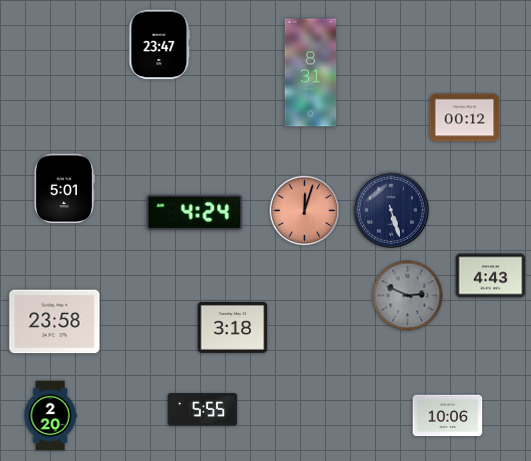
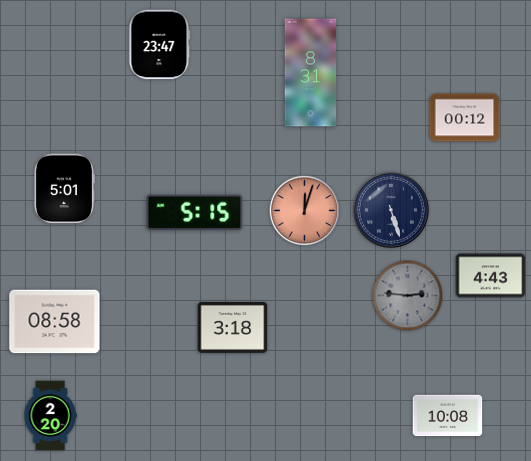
clock at (195, 212): 4:24 -> 5:15
clock at (408, 296): 2:49 -> 2:46
clock at (55, 322): 23:58 -> 08:58
clock at (203, 410): 5:55 -> none
clock at (448, 416): 10:06 -> 10:08
